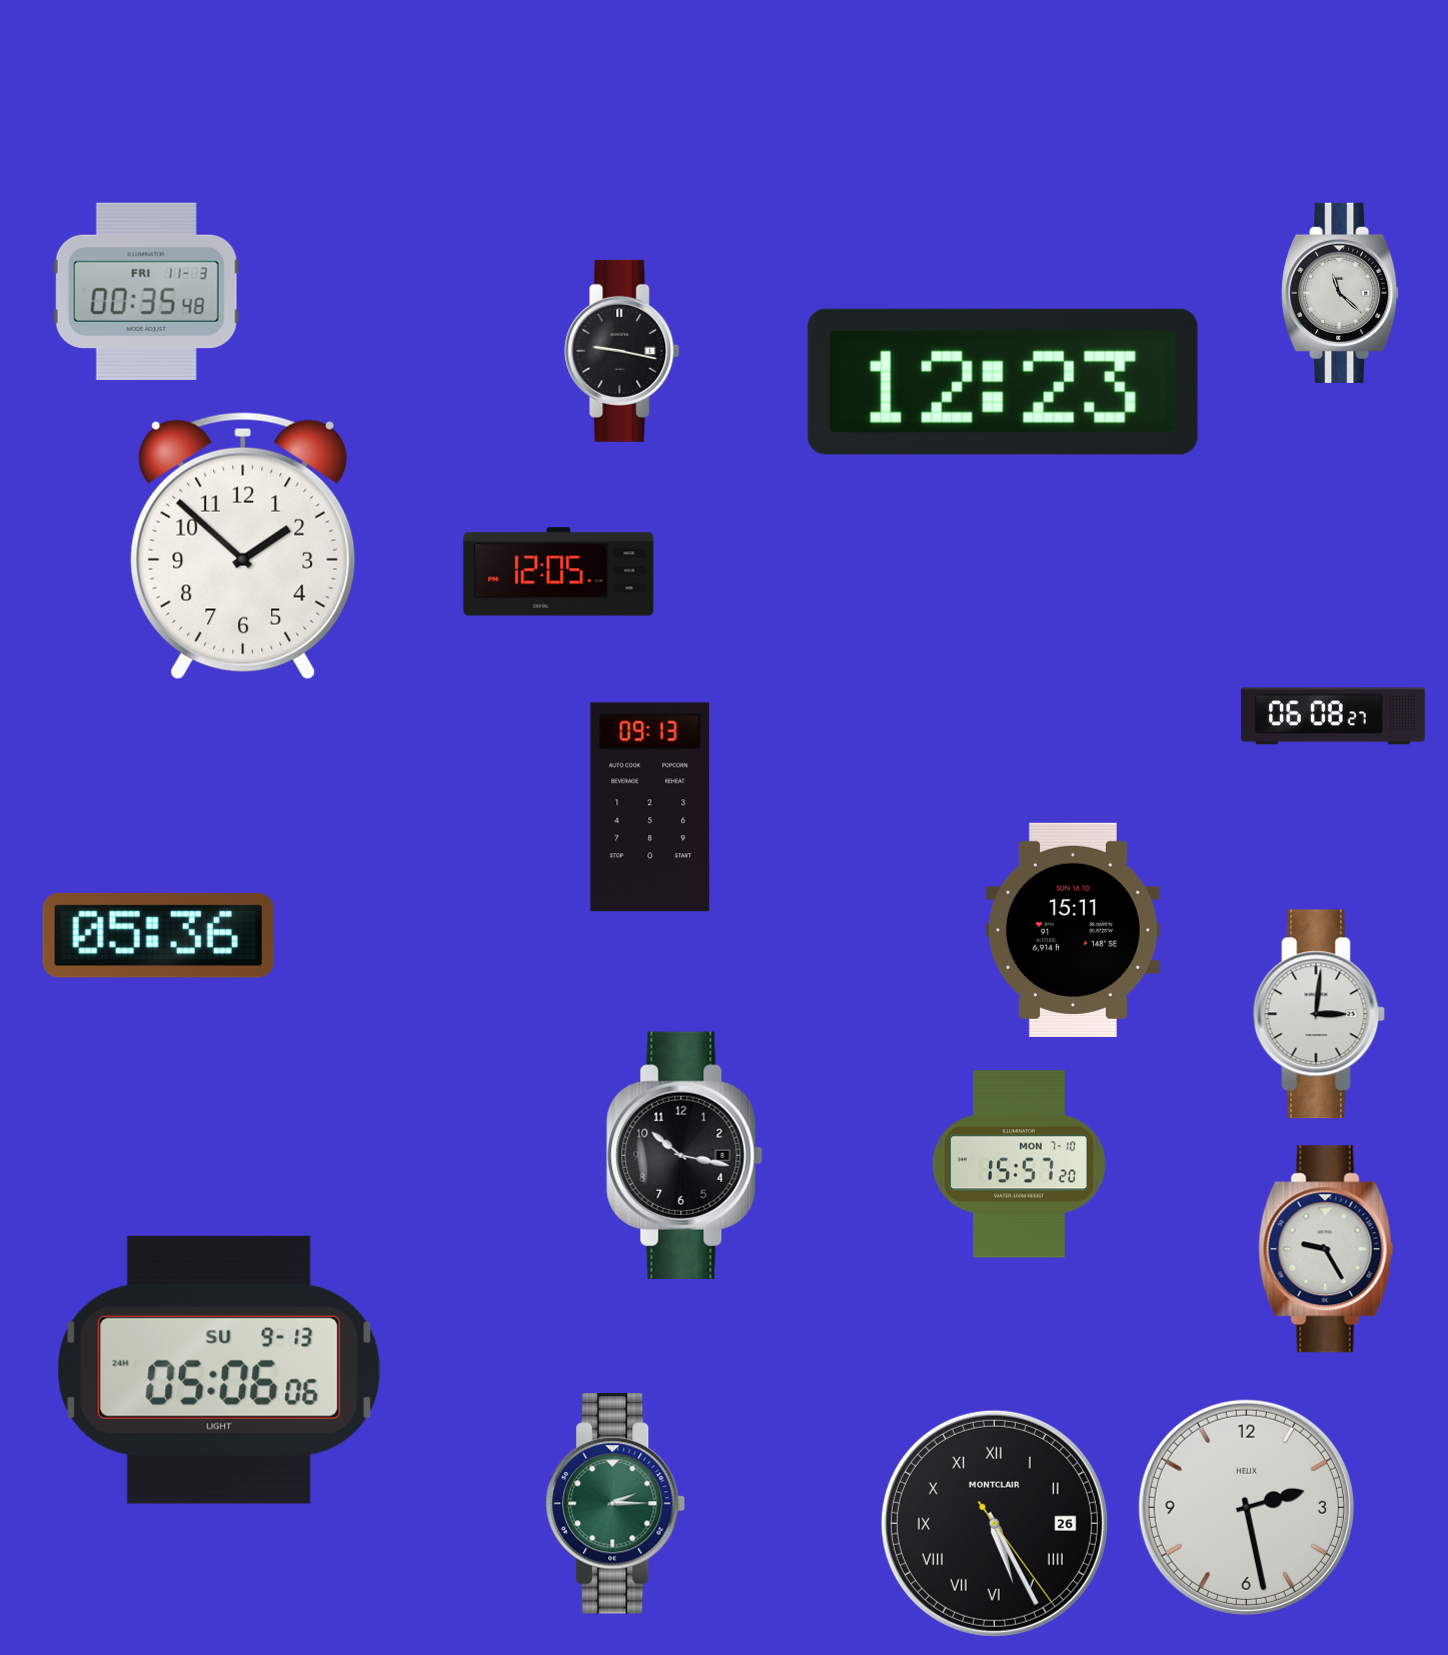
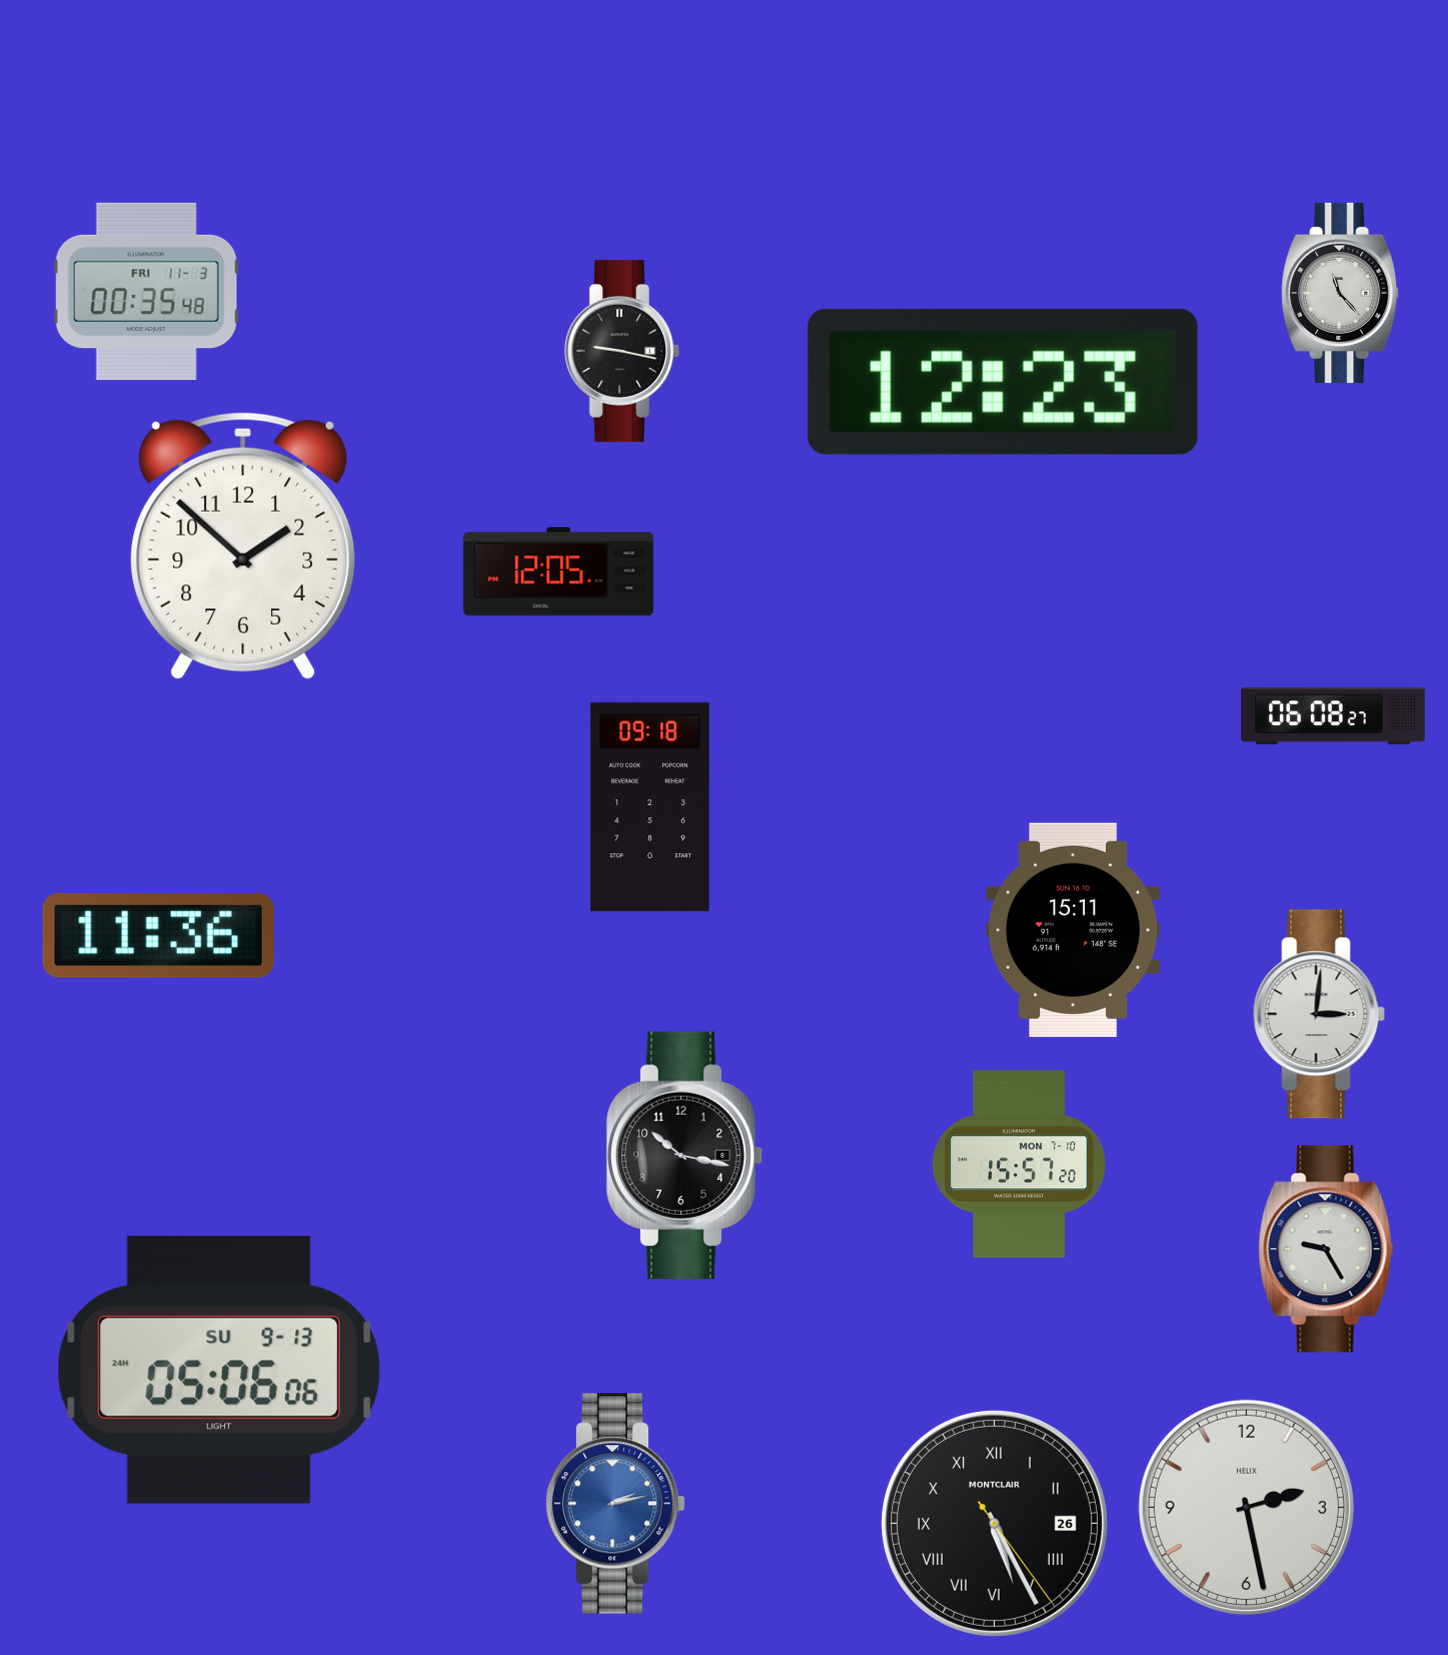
clock at (1341, 293): 11:22 -> 11:23
clock at (650, 807): 09:13 -> 09:18
clock at (158, 935): 05:36 -> 11:36
clock at (616, 1504): 2:15 -> 2:13
clock at (616, 1504) dial: green -> blue
